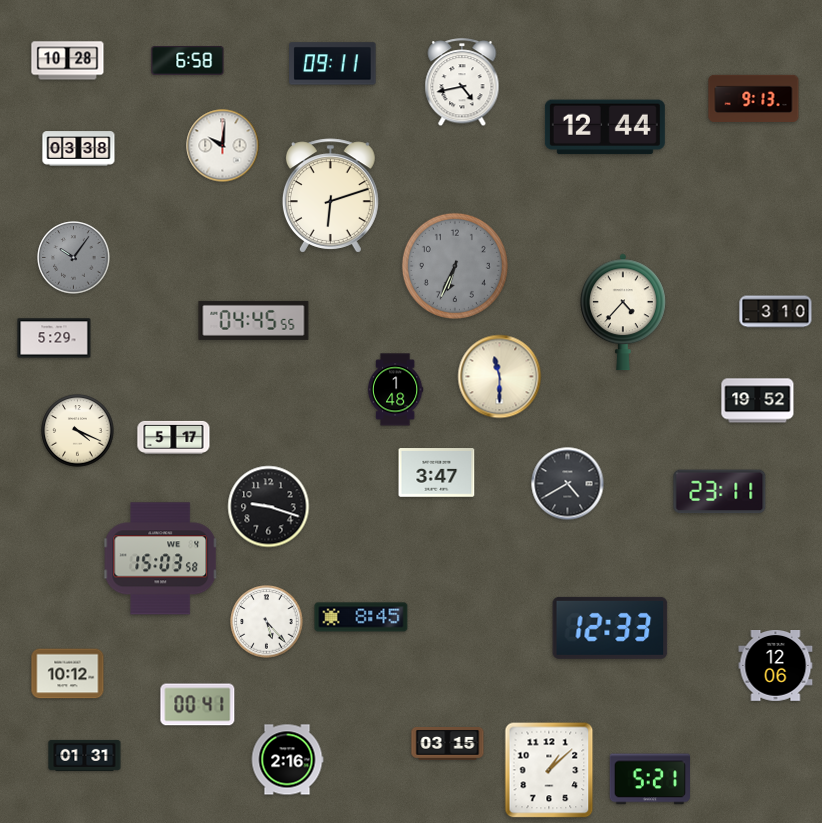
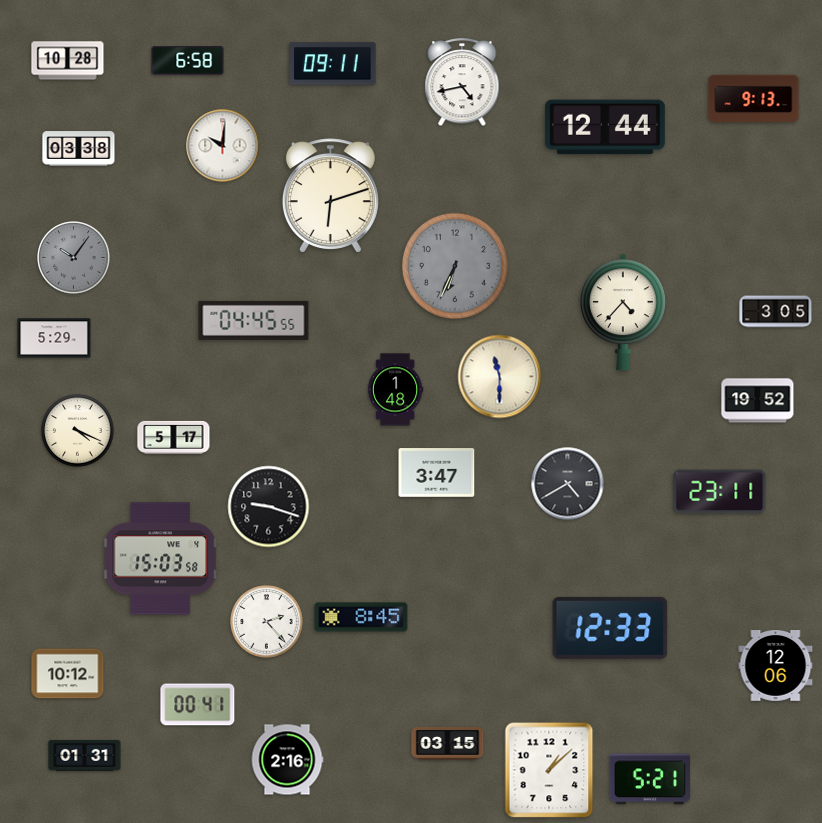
clock at (776, 312): 3:10 -> 3:05
clock at (267, 622): 5:23 -> 2:23
